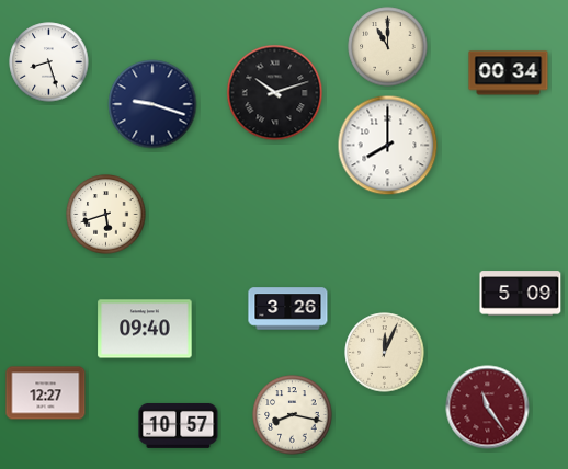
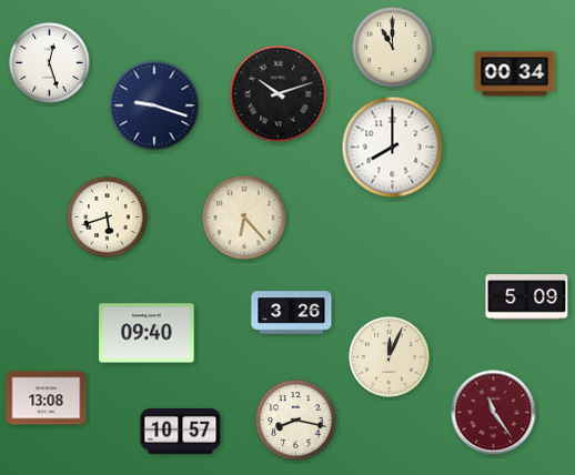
clock at (49, 62): 8:27 -> 12:27
clock at (244, 218): none -> 6:23
clock at (46, 393): 12:27 -> 13:08
